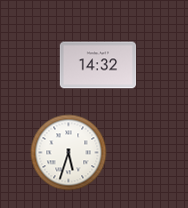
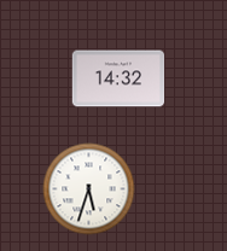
clock at (69, 153) position: (69, 153) -> (89, 189)
